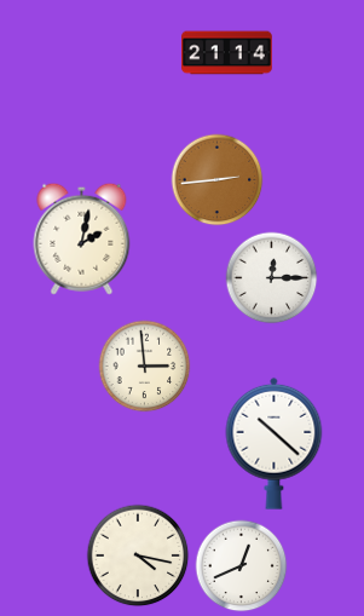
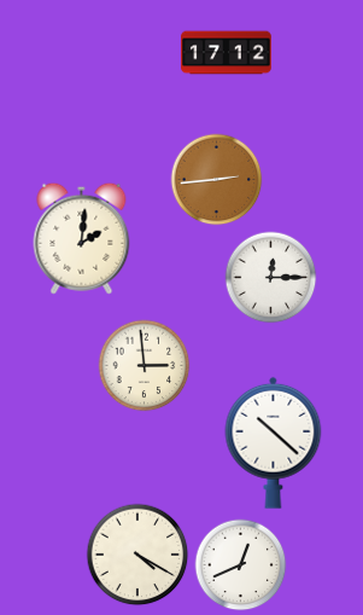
clock at (227, 53): 21:14 -> 17:12
clock at (82, 238): 2:02 -> 2:01
clock at (138, 555): 4:17 -> 4:20
